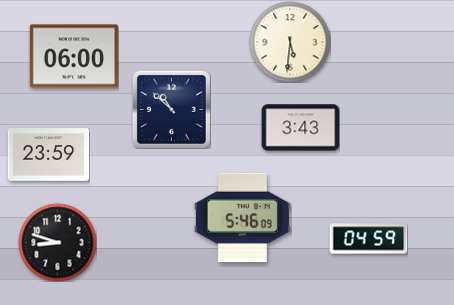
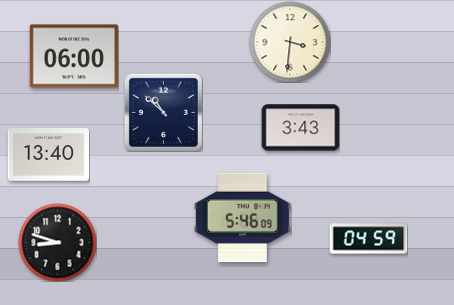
clock at (290, 42): 5:31 -> 3:31
clock at (171, 109) position: (171, 109) -> (163, 112)
clock at (48, 155): 23:59 -> 13:40
